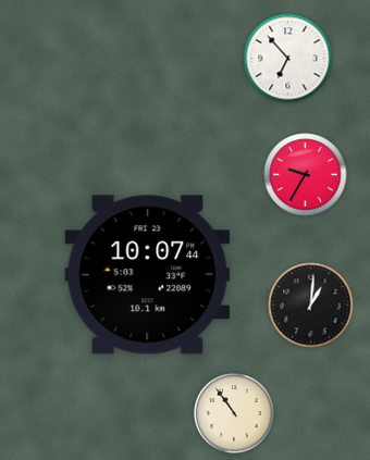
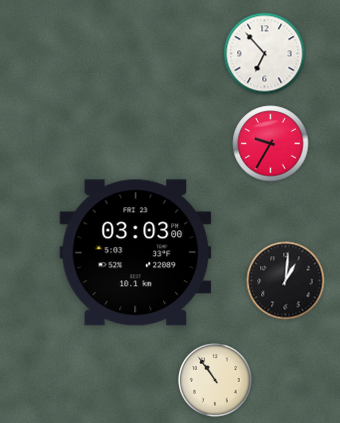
clock at (306, 175) position: (306, 175) -> (271, 144)
clock at (148, 275): 10:07 -> 03:03
